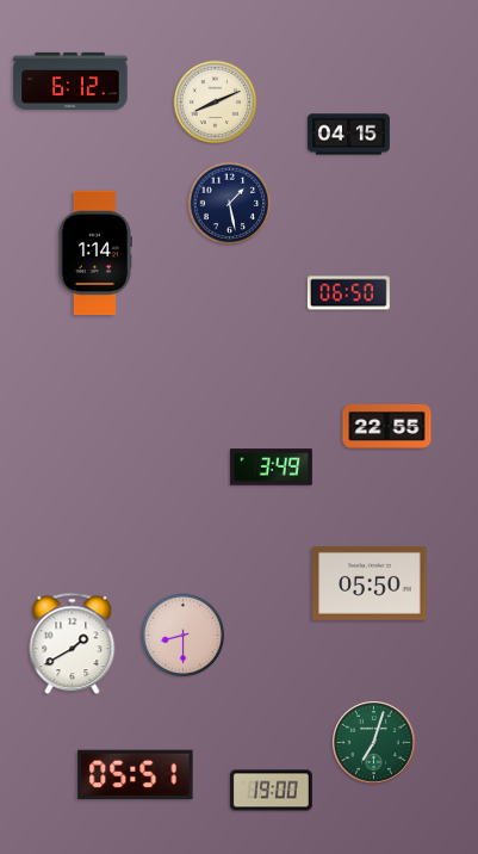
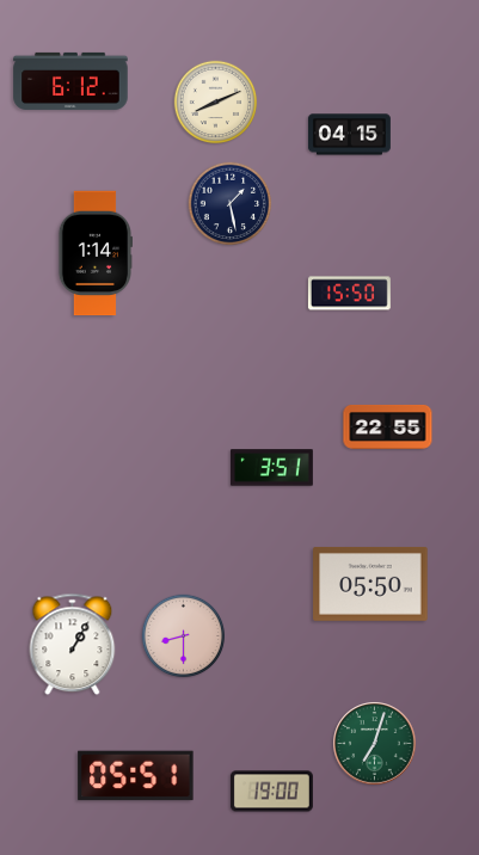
clock at (348, 293): 06:50 -> 15:50
clock at (271, 468): 3:49 -> 3:51
clock at (73, 644): 1:40 -> 1:05
